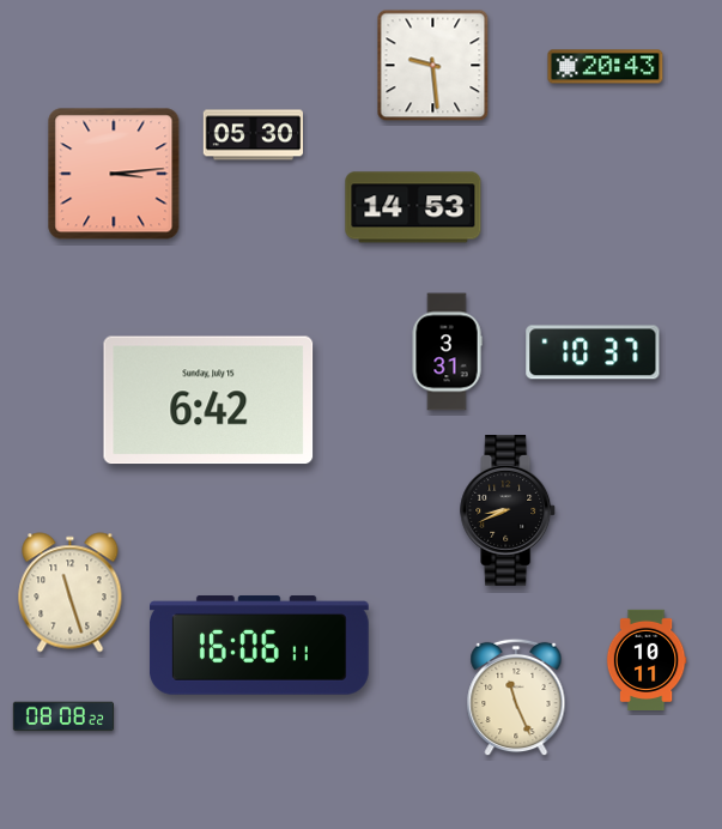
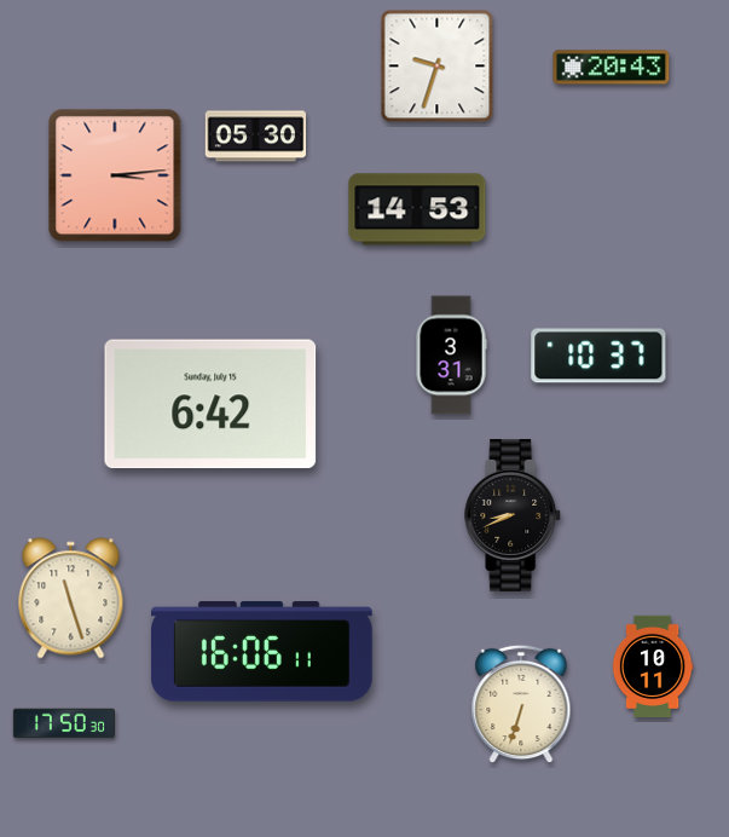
clock at (433, 66): 9:29 -> 9:33
clock at (516, 697): 11:26 -> 6:33
clock at (62, 716): 08:08 -> 17:50
